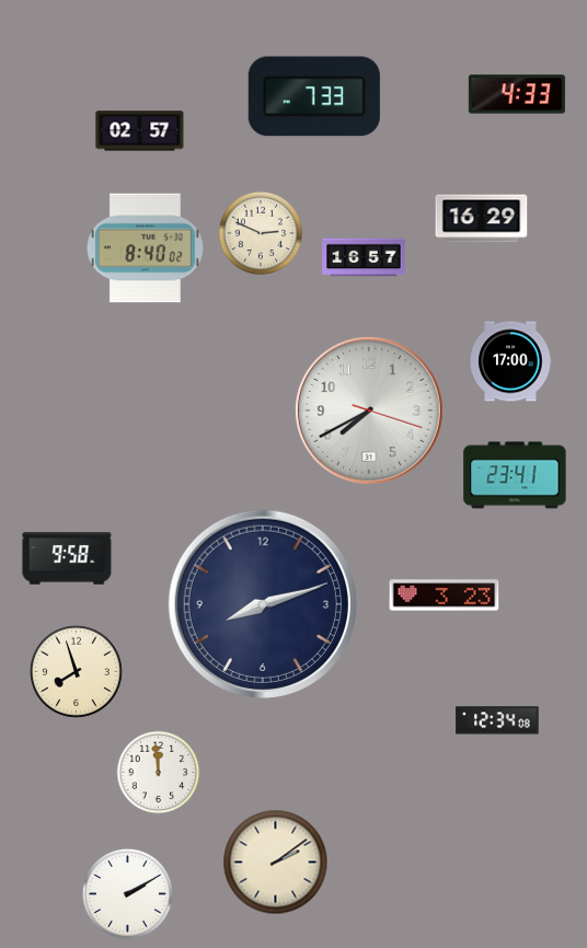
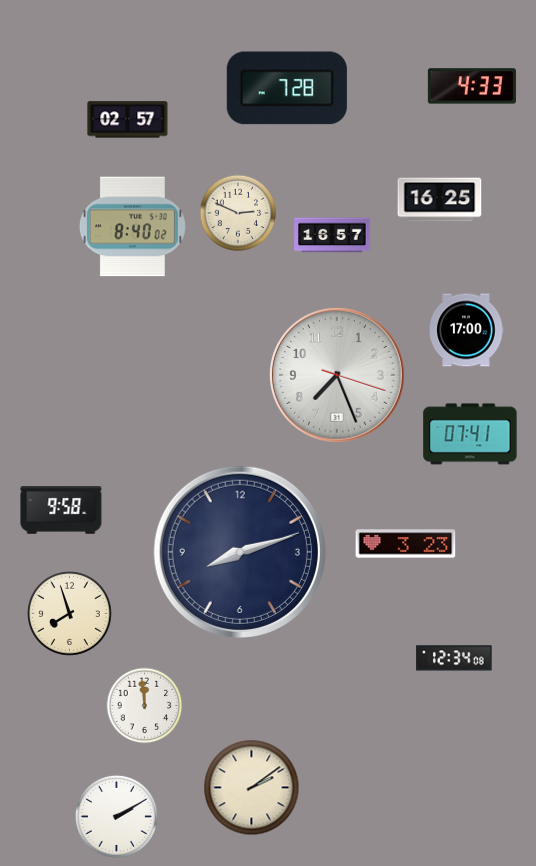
clock at (314, 96): 7:33 -> 7:28
clock at (482, 219): 16:29 -> 16:25
clock at (369, 411): 7:40 -> 7:26
clock at (515, 475): 23:41 -> 07:41
